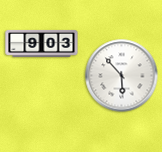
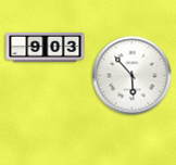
clock at (122, 76) position: (122, 76) -> (133, 76)
